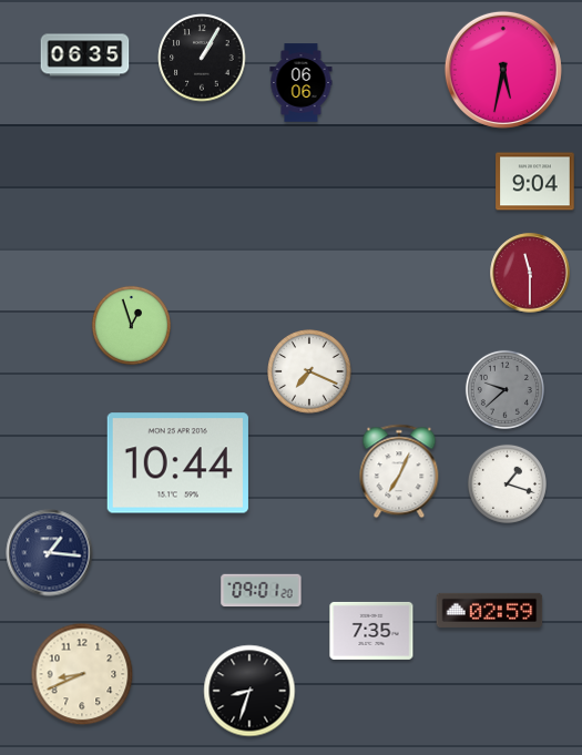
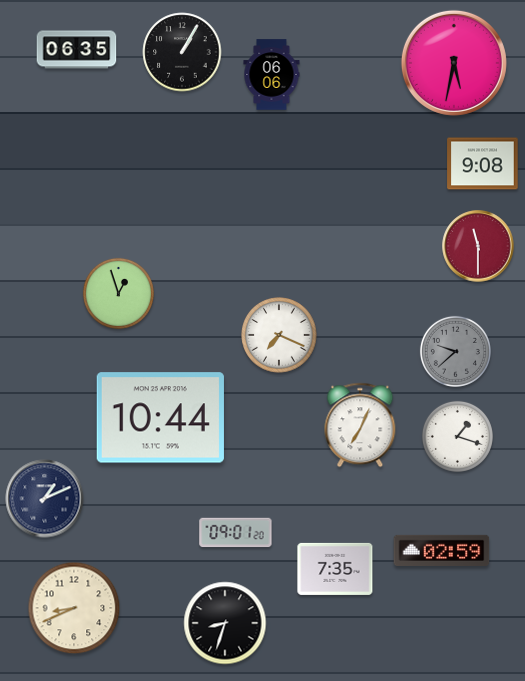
clock at (535, 182): 9:04 -> 9:08
clock at (50, 553): 1:16 -> 1:11
